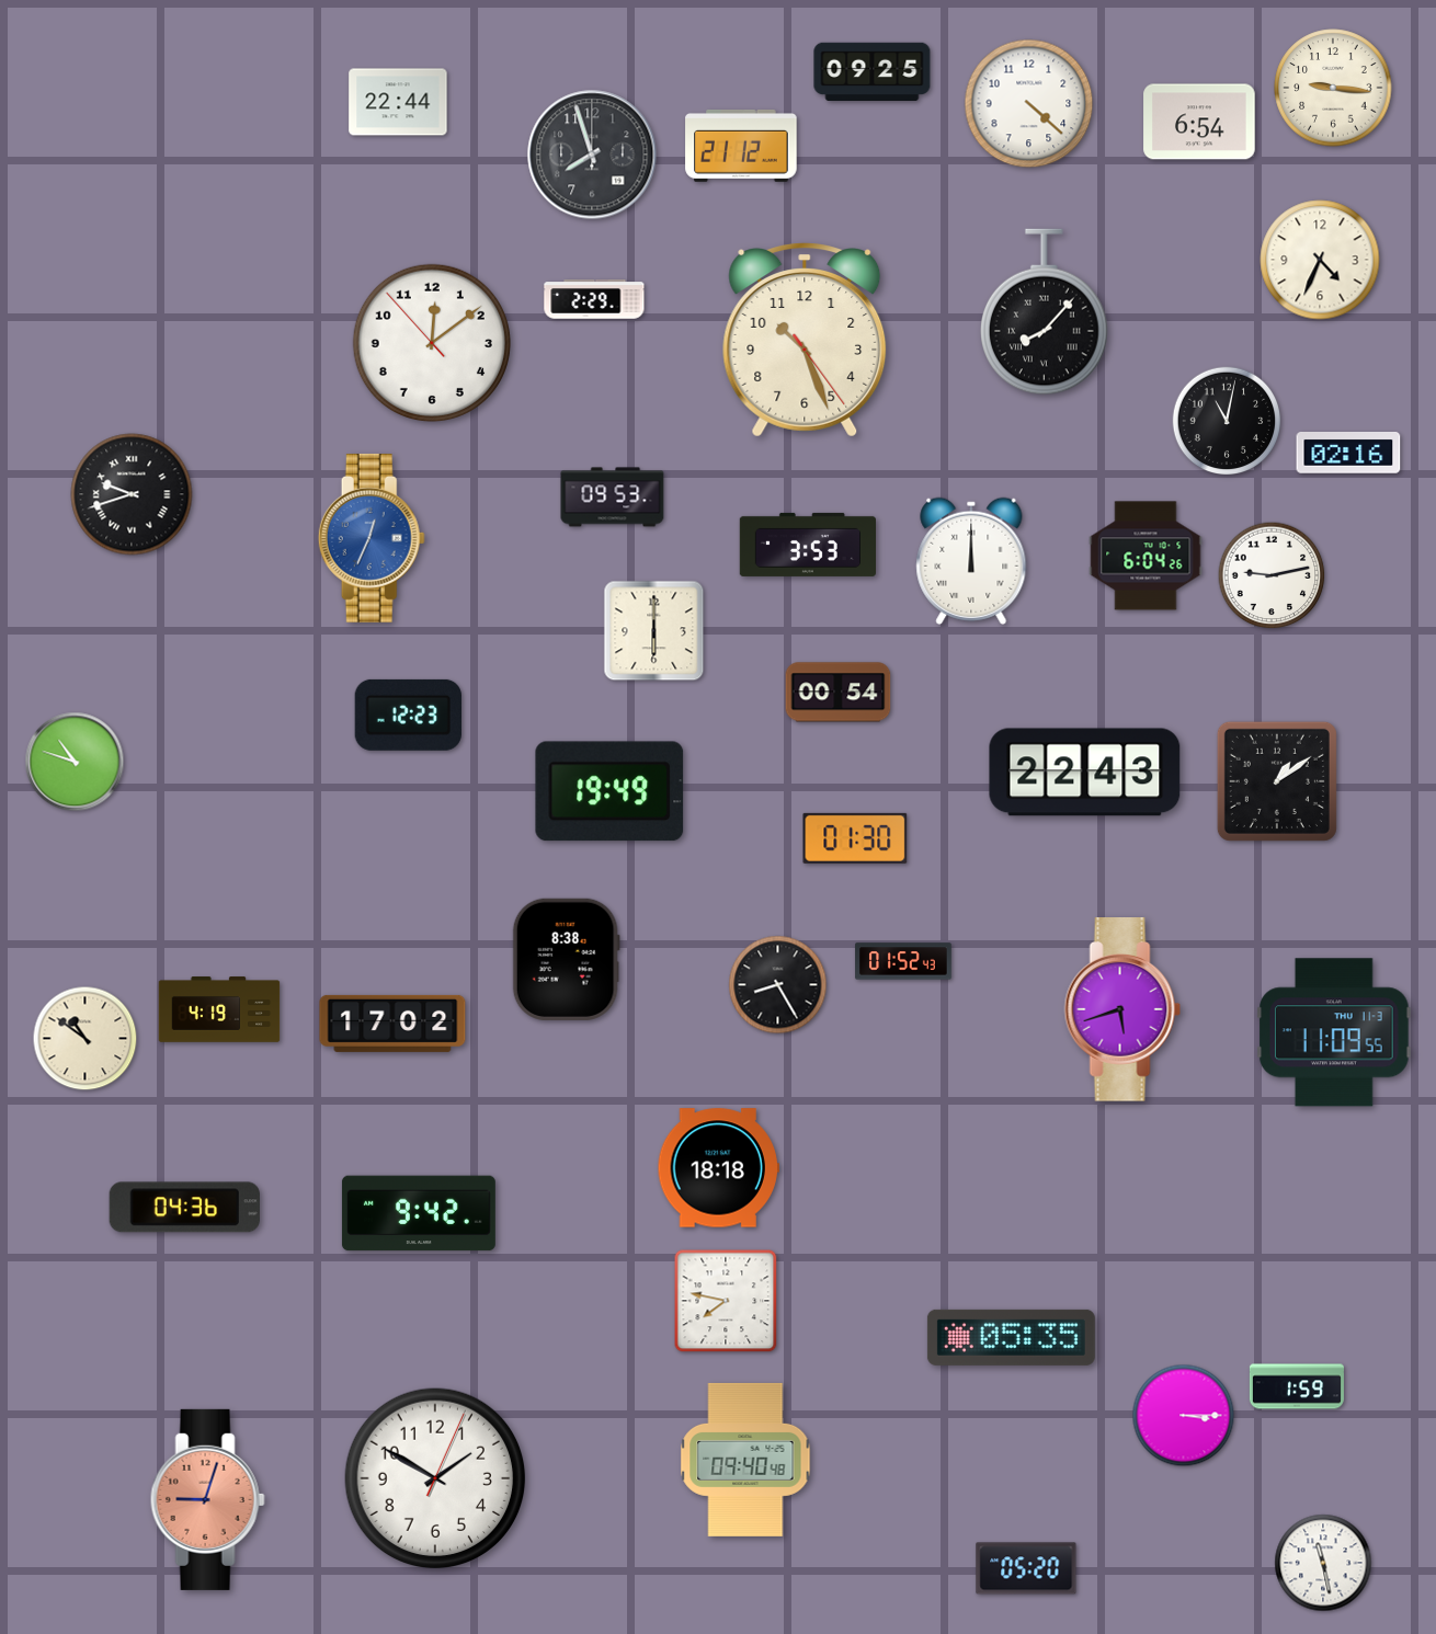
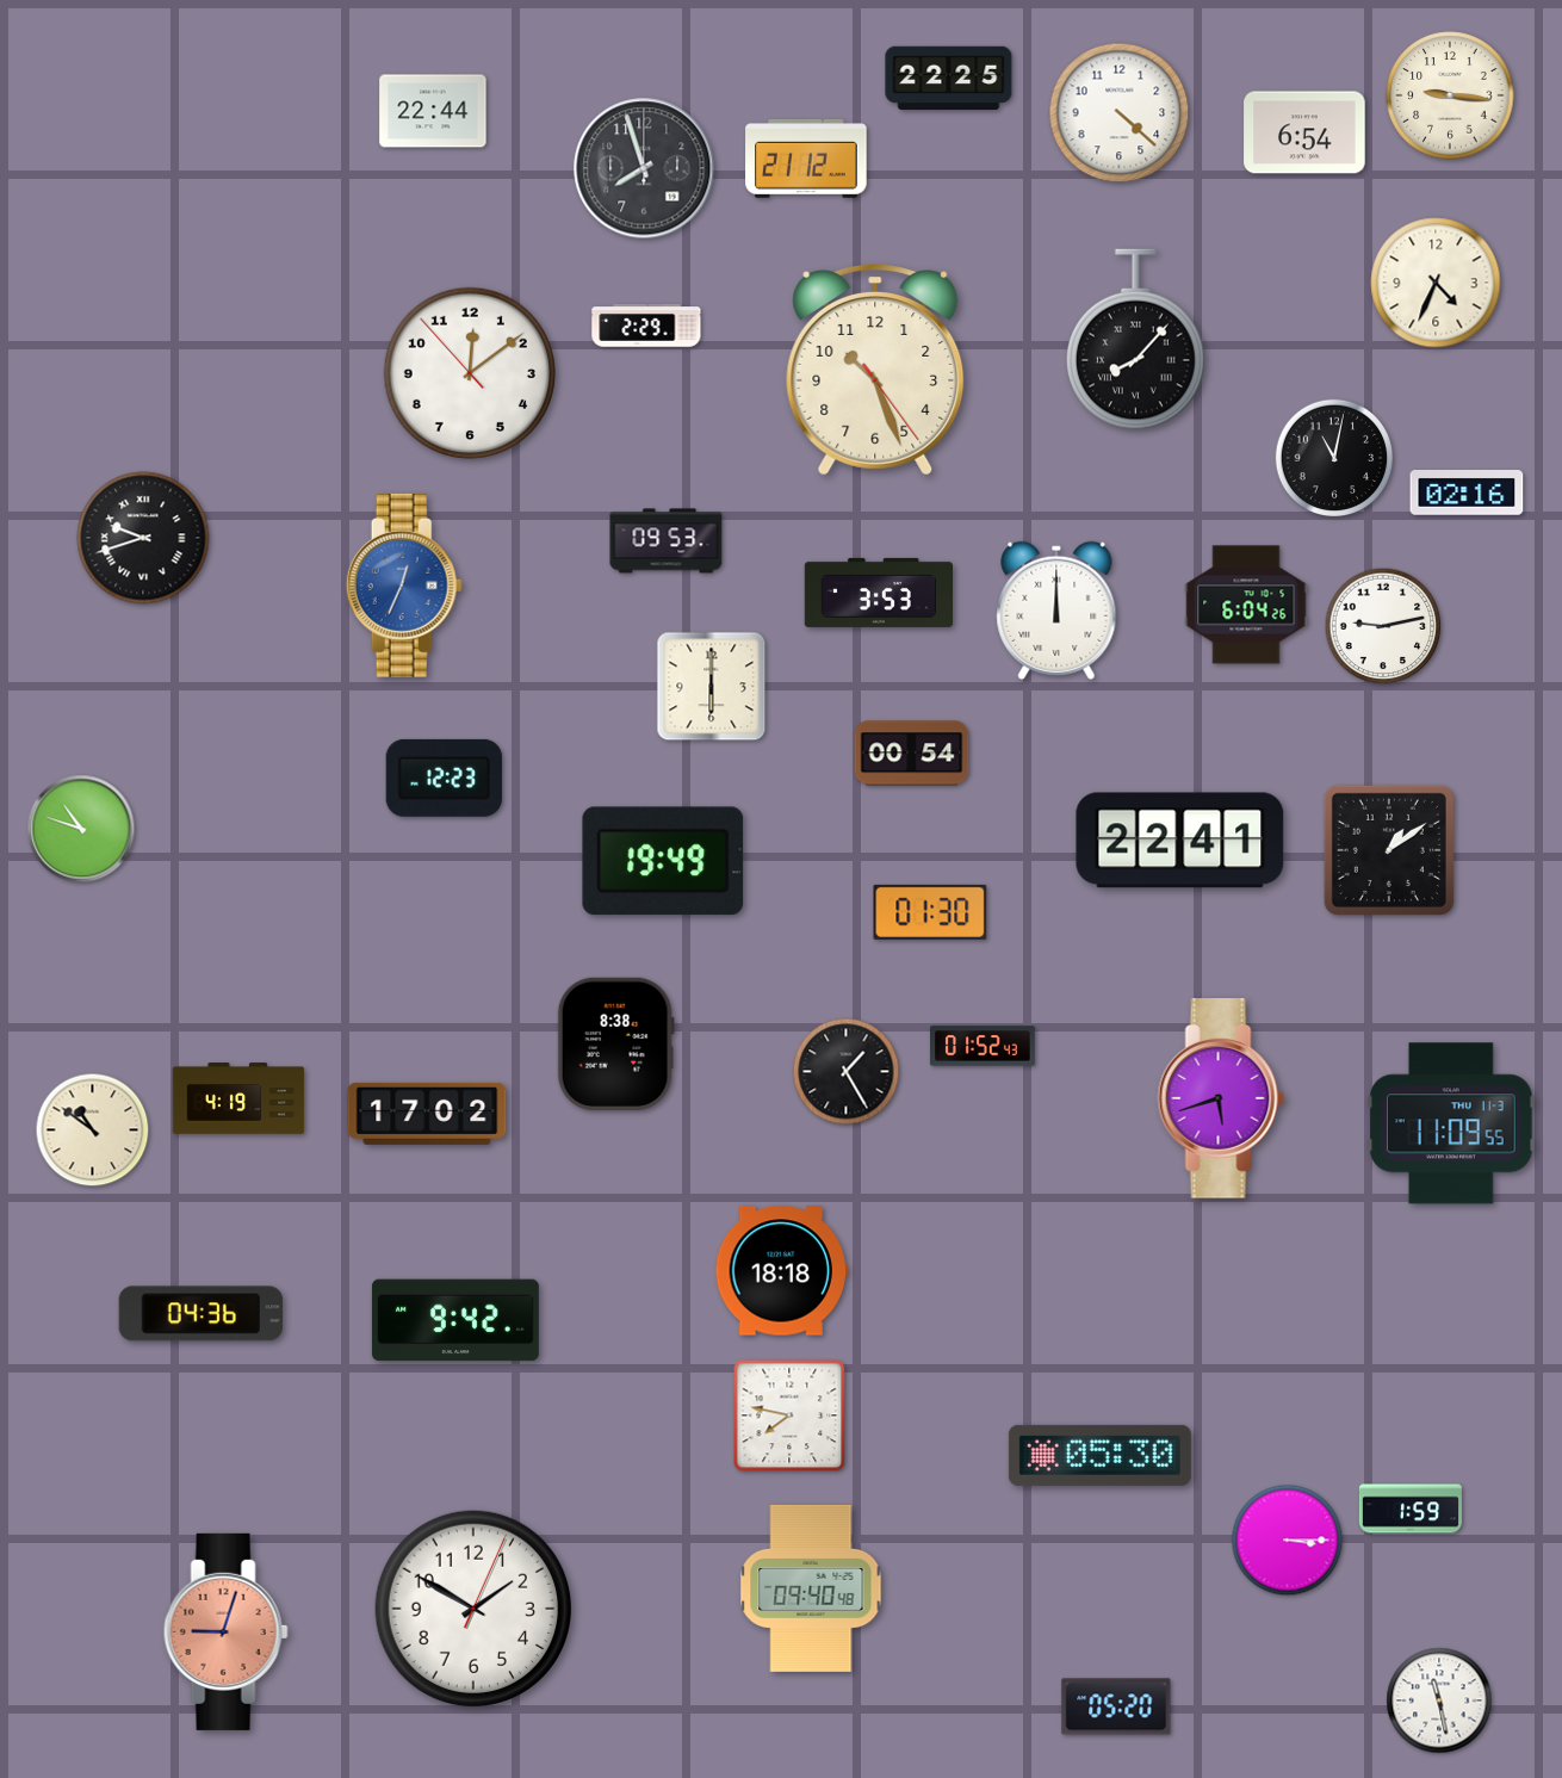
clock at (873, 71): 09:25 -> 22:25
clock at (1085, 773): 22:43 -> 22:41
clock at (778, 985): 8:25 -> 1:25
clock at (1011, 1337): 05:35 -> 05:30
